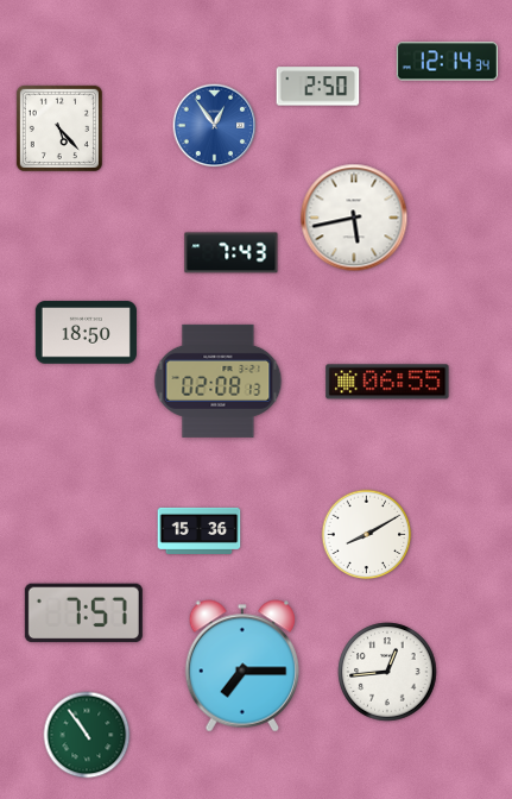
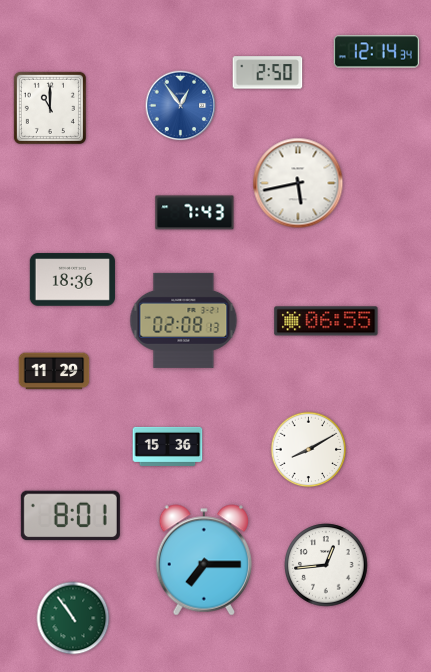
clock at (59, 128): 5:23 -> 11:00
clock at (86, 333): 18:50 -> 18:36
clock at (54, 371): none -> 11:29
clock at (83, 614): 7:57 -> 8:01
